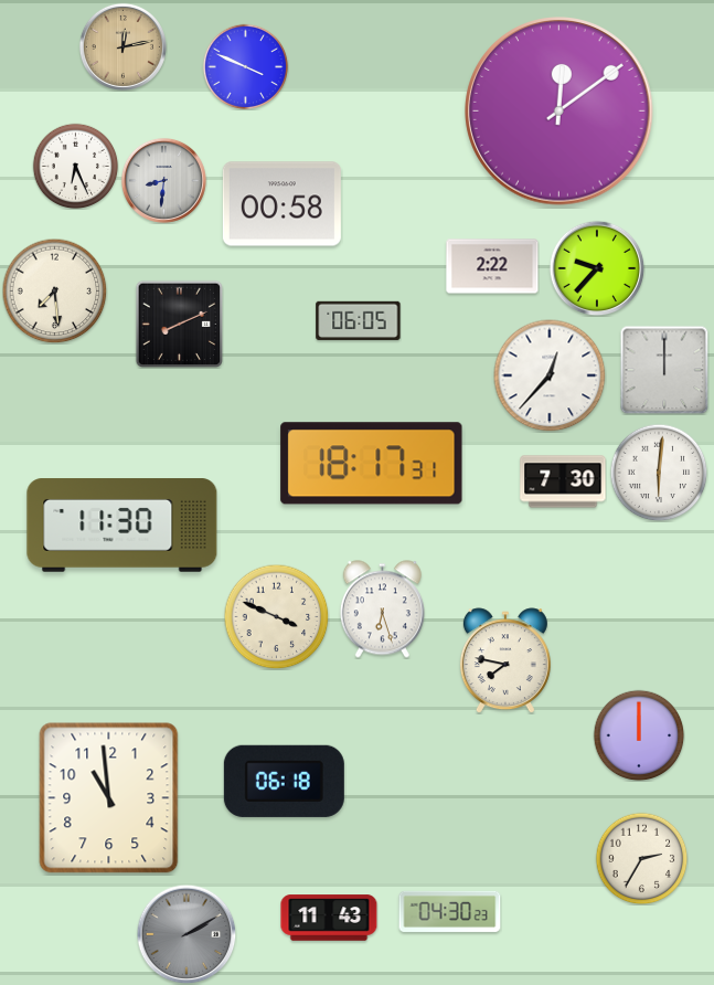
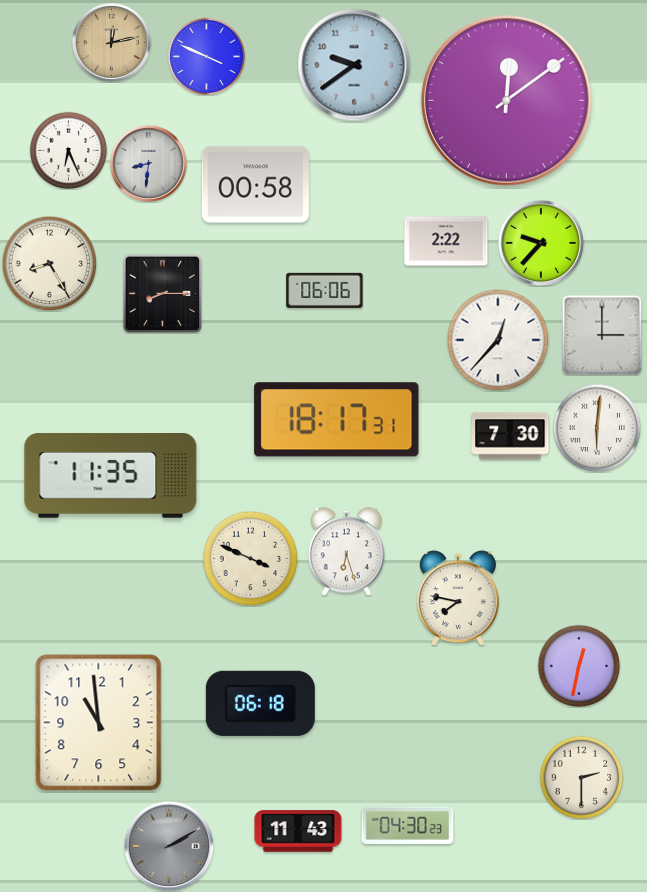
clock at (245, 66) position: (245, 66) -> (206, 56)
clock at (354, 65): none -> 9:39
clock at (54, 290): 7:29 -> 8:25
clock at (359, 320): 06:05 -> 06:06
clock at (179, 324): 8:11 -> 8:15
clock at (664, 370): 12:00 -> 3:00
clock at (122, 526): 11:30 -> 11:35
clock at (639, 735): 12:00 -> 12:32
clock at (284, 781) position: (284, 781) -> (260, 703)
clock at (641, 858): 2:35 -> 2:30
